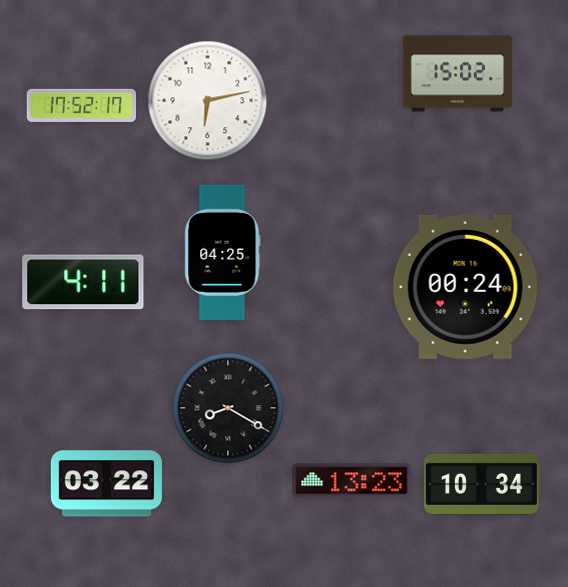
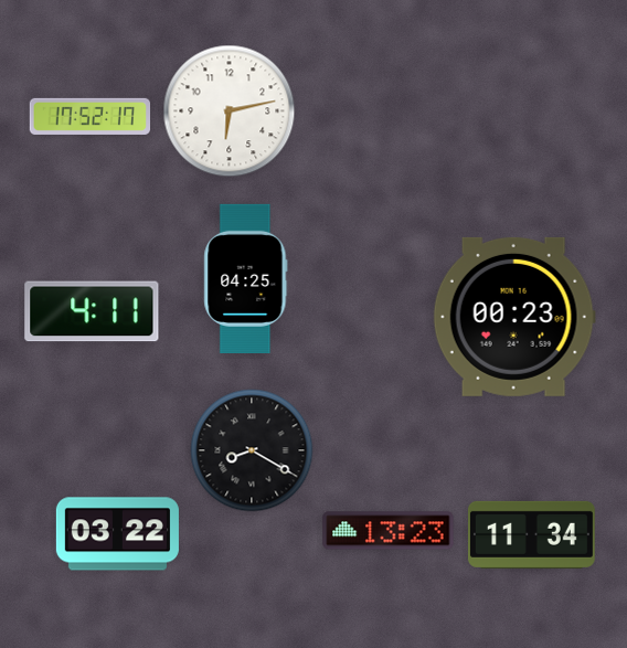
clock at (458, 74): 15:02 -> none
clock at (466, 287): 00:24 -> 00:23
clock at (481, 484): 10:34 -> 11:34
